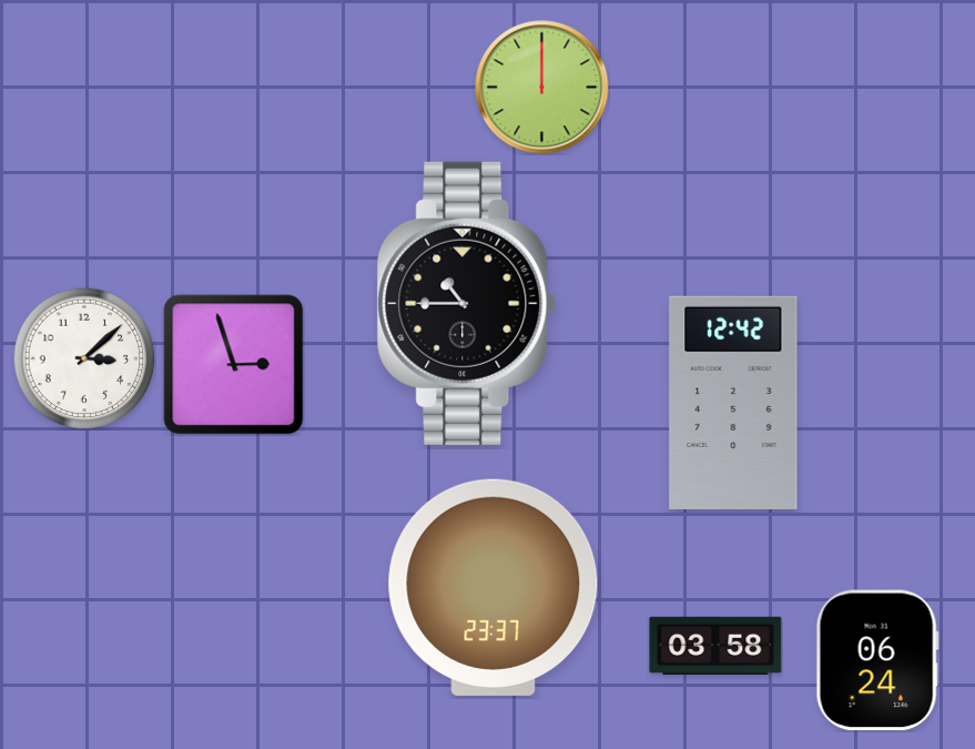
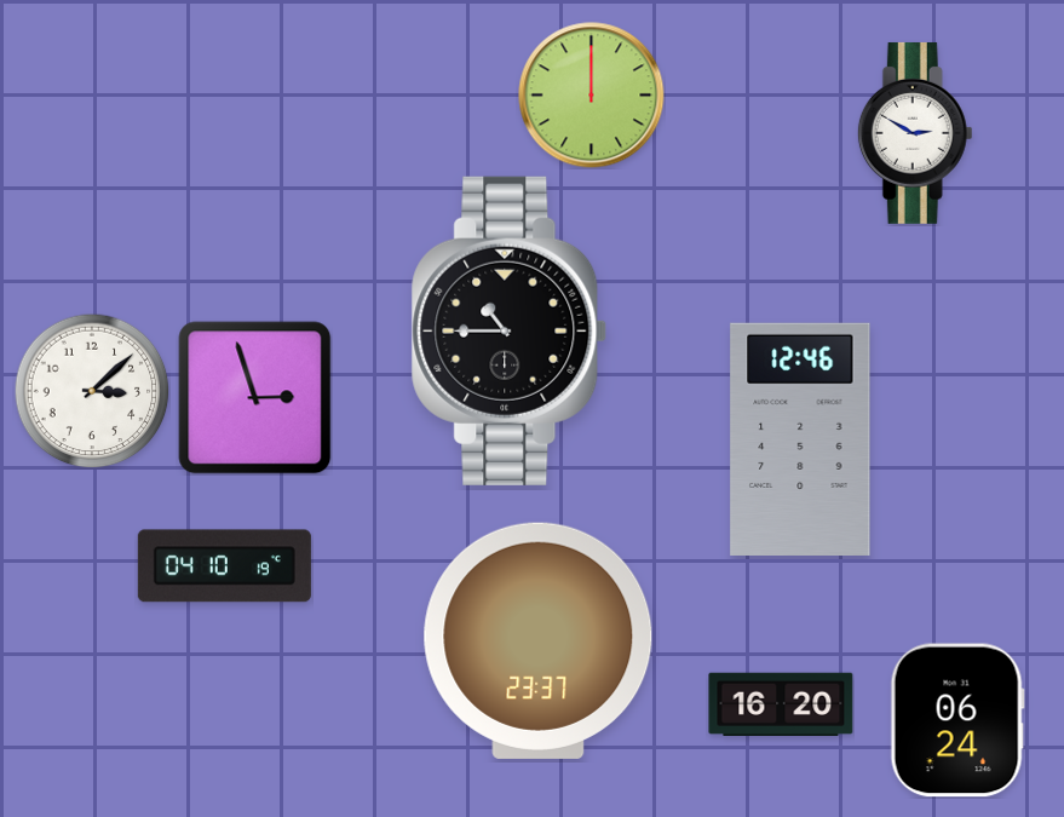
clock at (915, 133): none -> 2:50
clock at (733, 402): 12:42 -> 12:46
clock at (224, 566): none -> 04:10
clock at (715, 645): 03:58 -> 16:20
